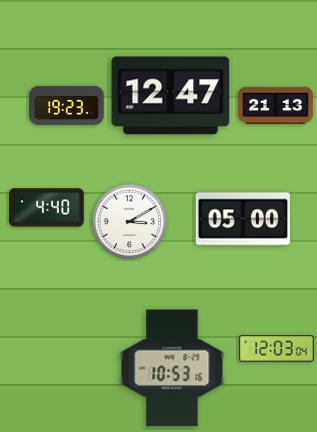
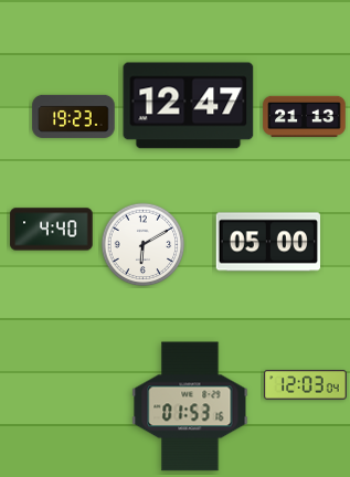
clock at (130, 222): 3:10 -> 6:10
clock at (172, 368): 10:53 -> 01:53
